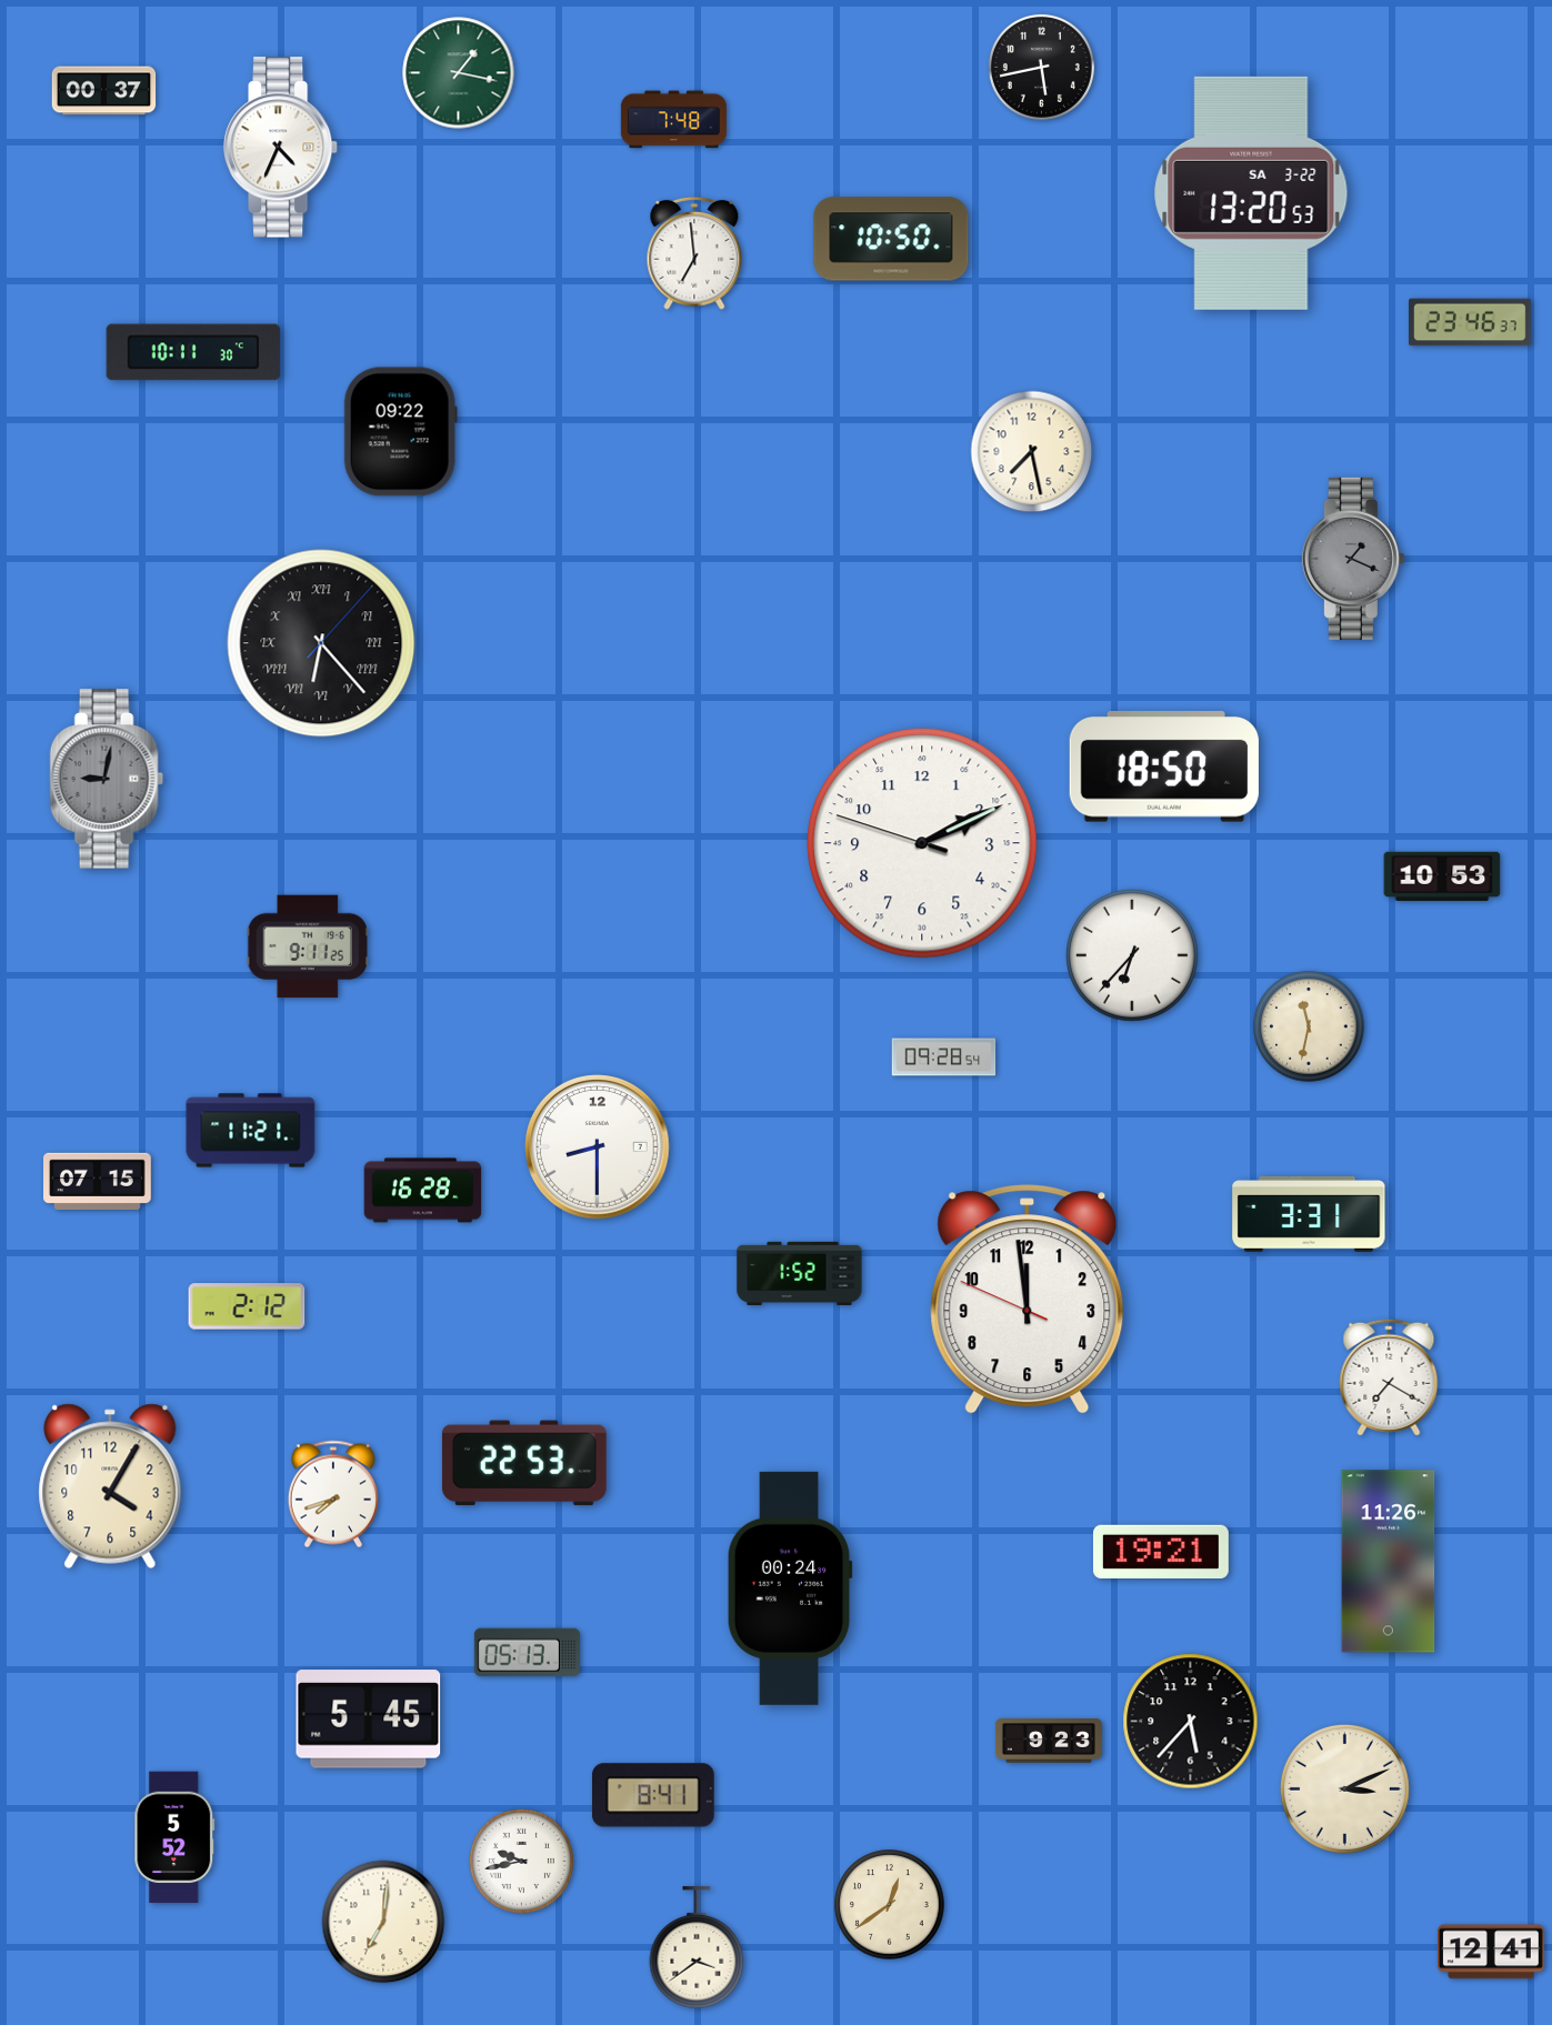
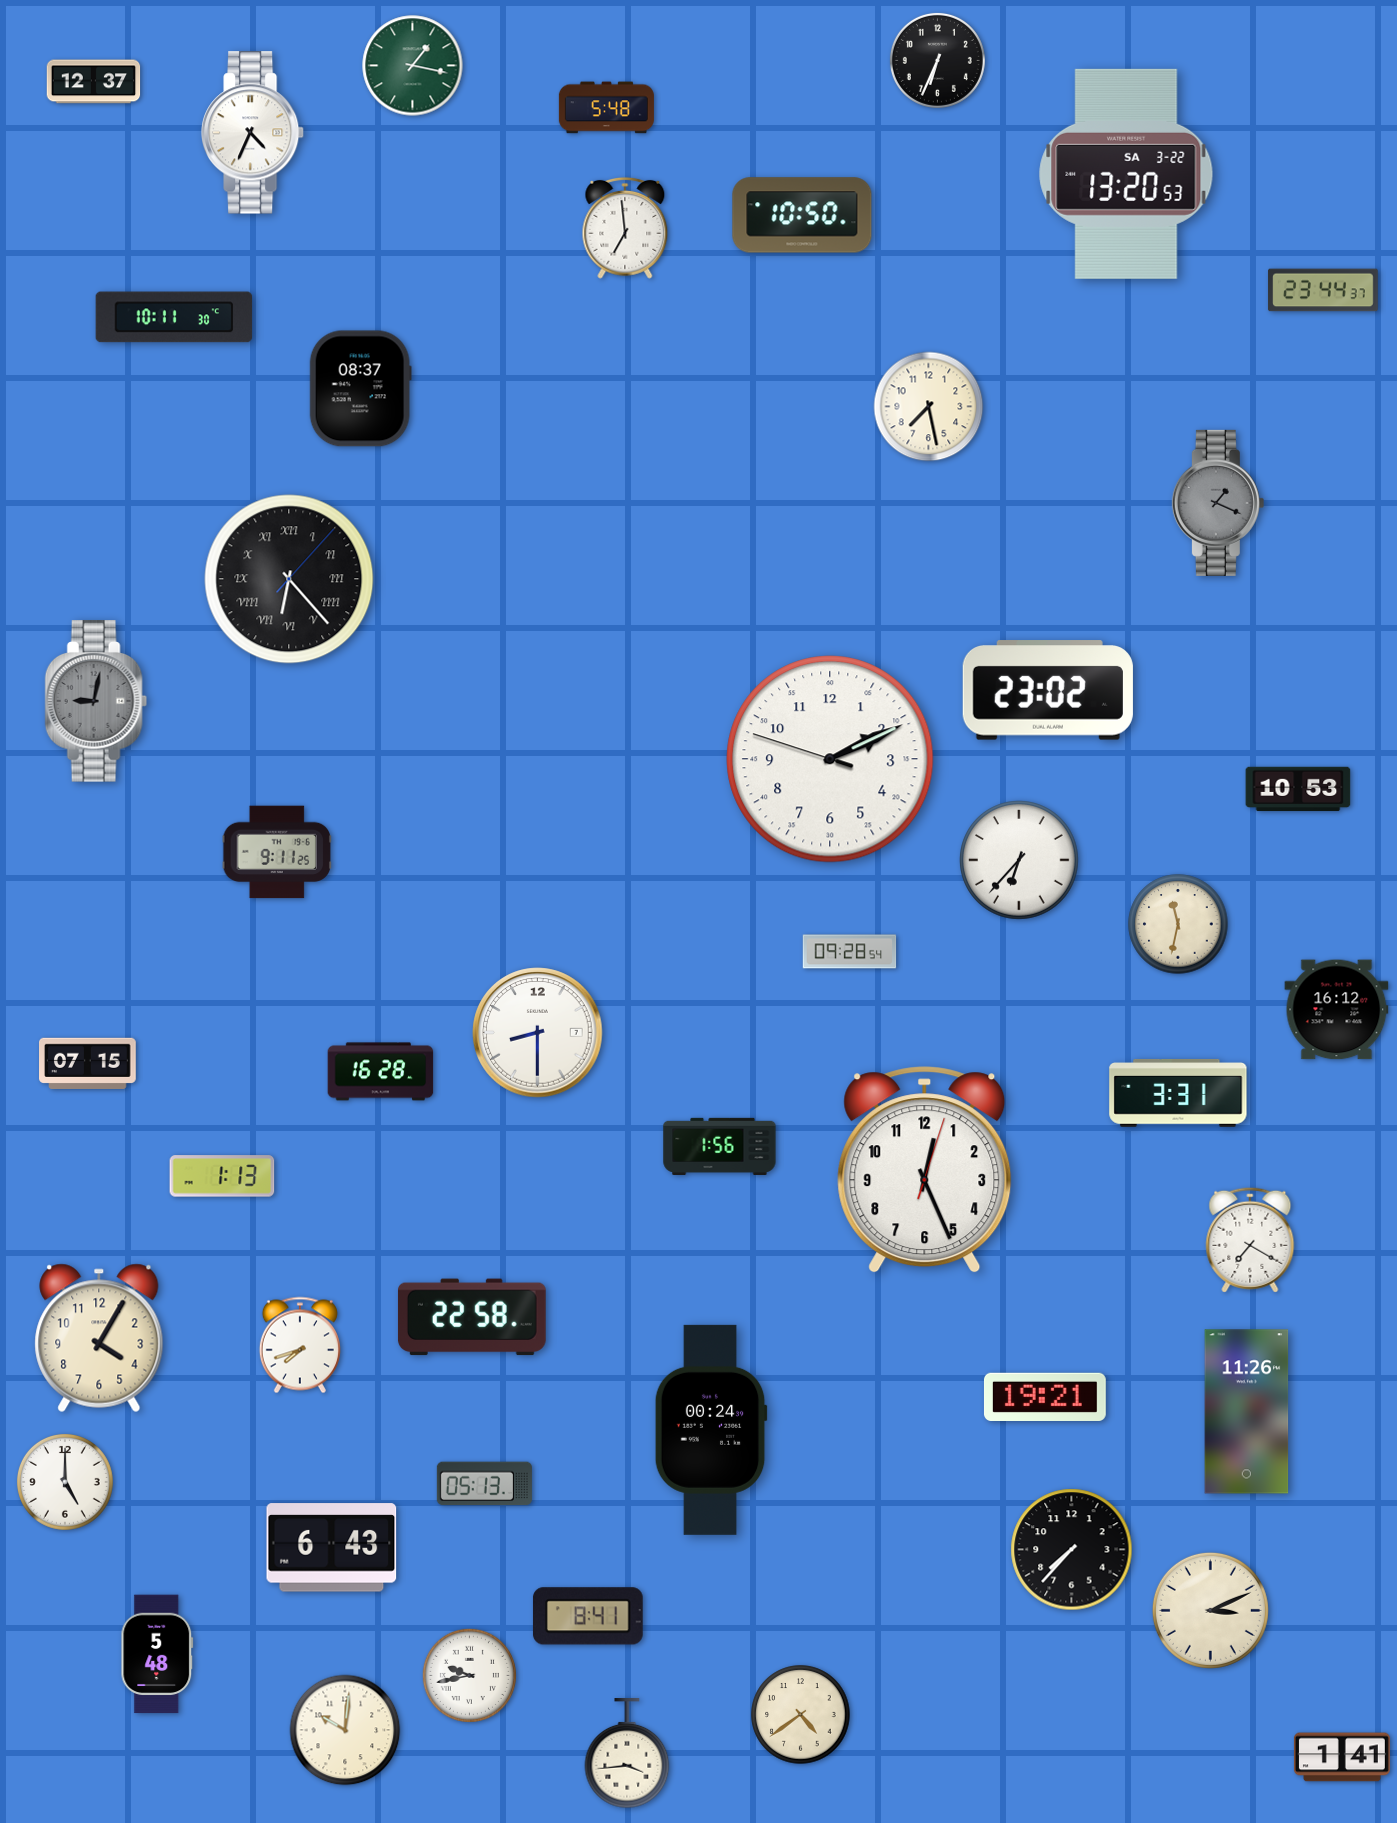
clock at (1041, 67): 5:43 -> 6:34
clock at (104, 91): 00:37 -> 12:37
clock at (673, 120): 7:48 -> 5:48
clock at (1470, 322): 23:46 -> 23:44
clock at (400, 432): 09:22 -> 08:37
clock at (1164, 766): 18:50 -> 23:02
clock at (1337, 1010): none -> 16:12
clock at (251, 1131): 11:21 -> none
clock at (800, 1273): 1:52 -> 1:56
clock at (1028, 1300): 11:58 -> 12:26
clock at (247, 1306): 2:12 -> 1:13
clock at (524, 1463): 22:53 -> 22:58
clock at (1389, 1562) position: (1389, 1562) -> (1247, 1412)
clock at (65, 1482): none -> 5:00
clock at (527, 1653) position: (527, 1653) -> (484, 1484)
clock at (369, 1720): 5:45 -> 6:43
clock at (1191, 1722): 5:37 -> 7:37
clock at (1049, 1741): 9:23 -> none
clock at (174, 1837): 5:52 -> 5:48
clock at (890, 1905): 12:39 -> 4:39
clock at (383, 1922): 7:01 -> 10:01
clock at (697, 1948): 3:39 -> 3:44
clock at (1491, 1952): 12:41 -> 1:41
